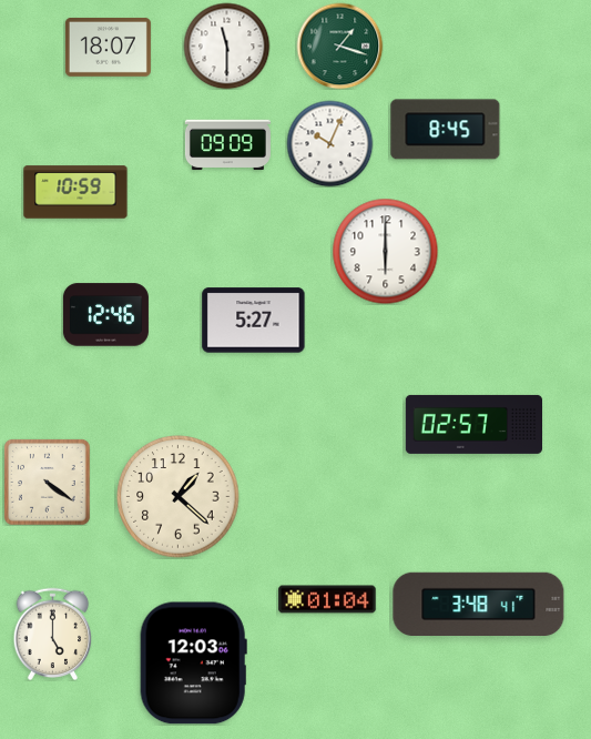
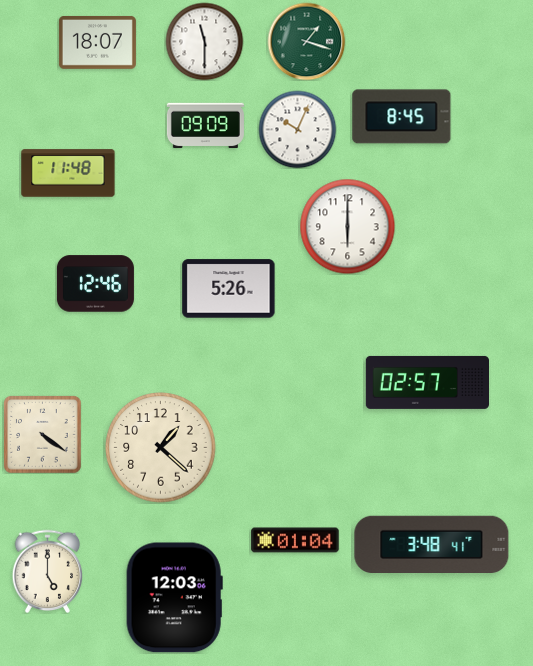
clock at (227, 145) position: (227, 145) -> (205, 126)
clock at (75, 192): 10:59 -> 11:48
clock at (254, 321): 5:27 -> 5:26
